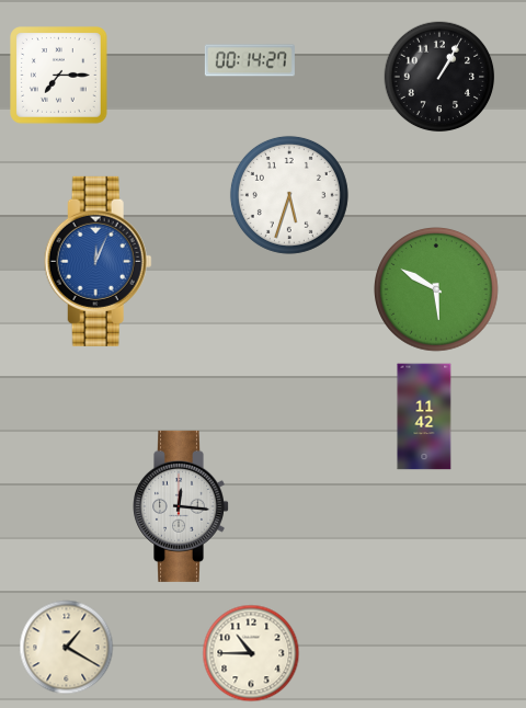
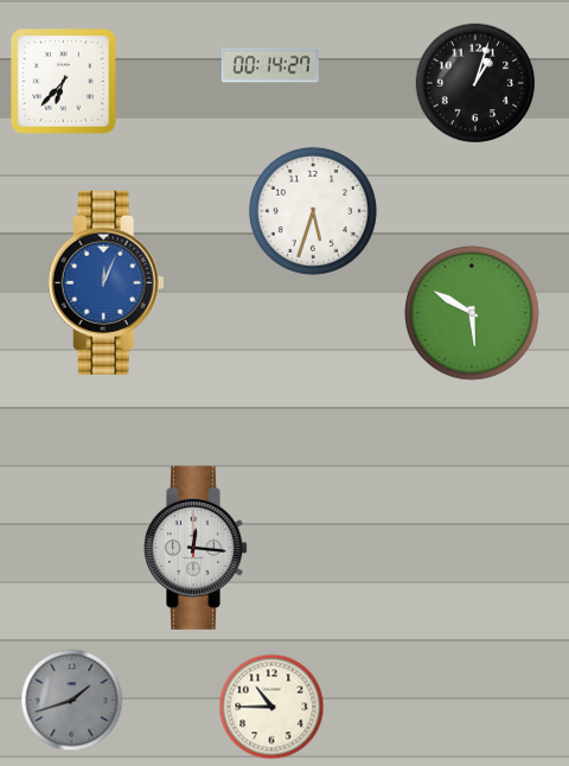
clock at (59, 76): 7:15 -> 6:37
clock at (439, 77): 1:05 -> 1:03
clock at (424, 416): 11:42 -> none
clock at (67, 648): 1:20 -> 1:42
clock at (67, 648) dial: cream -> grey
